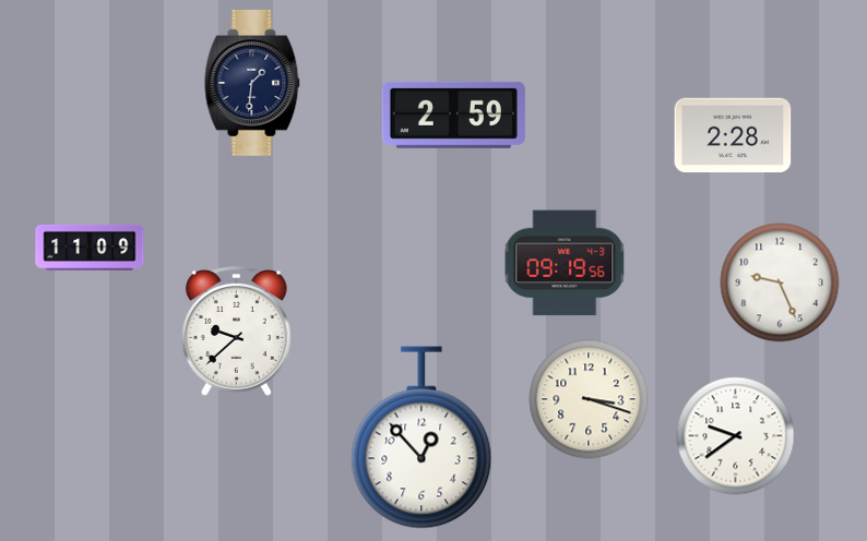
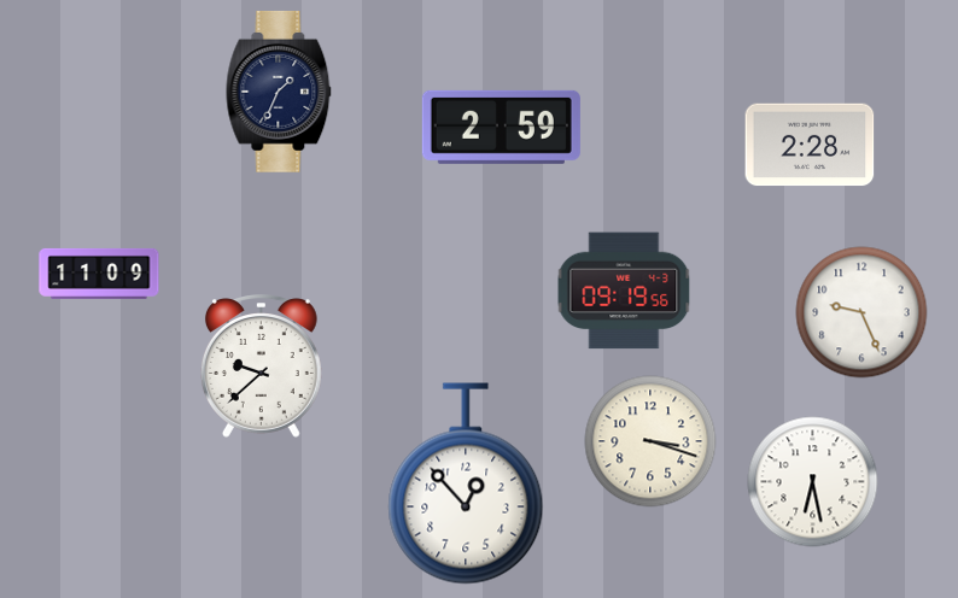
clock at (252, 83): 1:31 -> 1:34
clock at (733, 135) position: (733, 135) -> (810, 145)
clock at (736, 436): 9:39 -> 6:28
